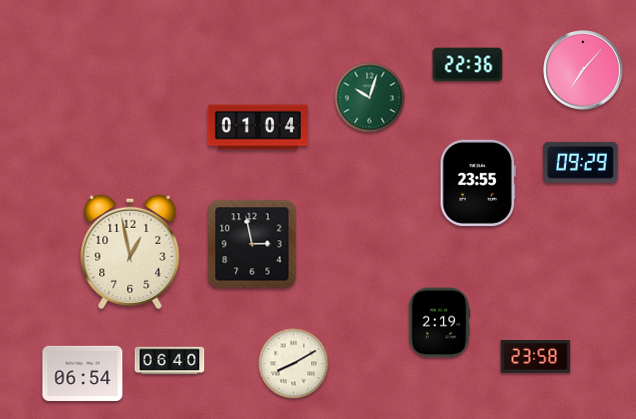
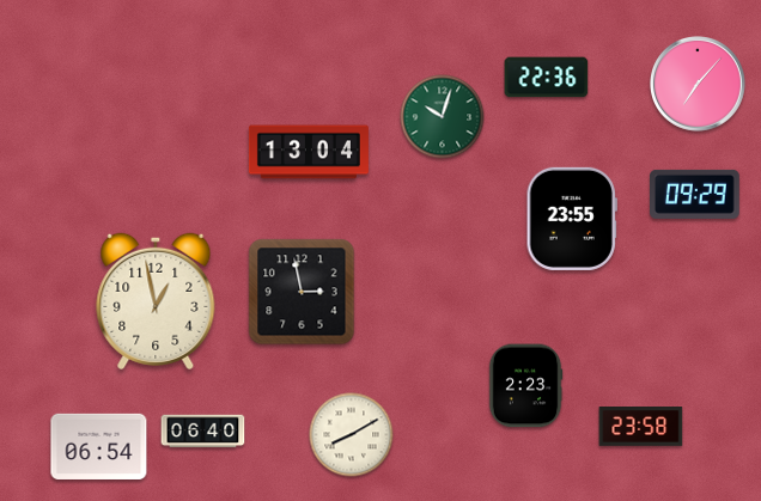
clock at (468, 65) position: (468, 65) -> (547, 78)
clock at (258, 127): 01:04 -> 13:04
clock at (439, 323): 2:19 -> 2:23
